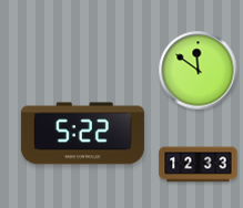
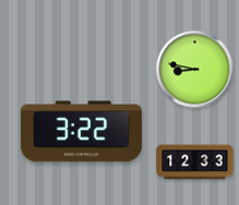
clock at (199, 71): 11:51 -> 8:47
clock at (82, 134): 5:22 -> 3:22
